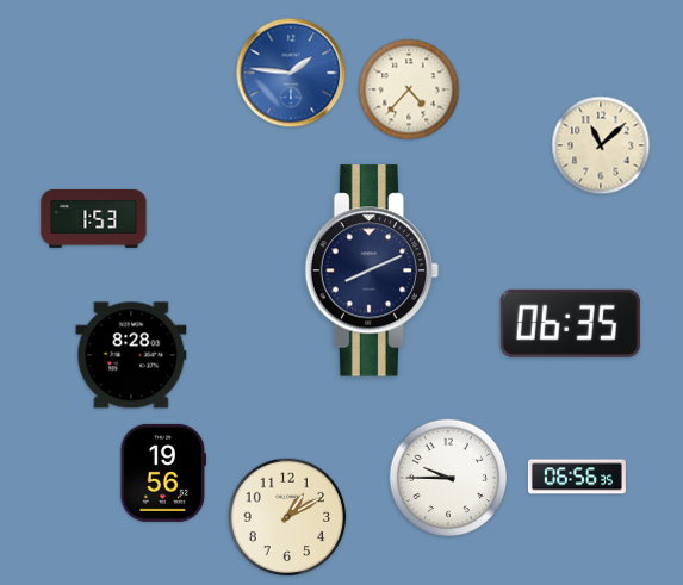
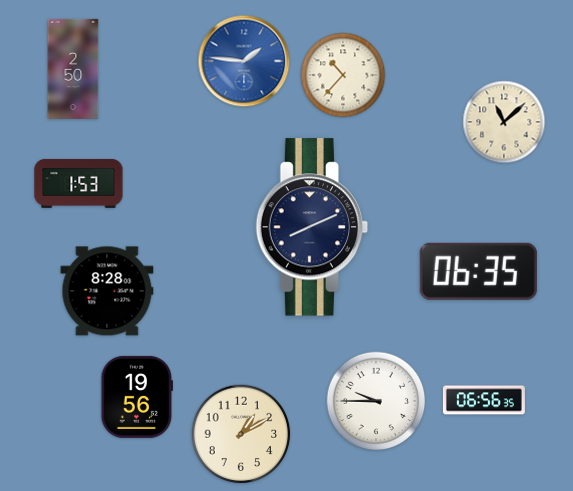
clock at (73, 69): none -> 2:50
clock at (409, 89): 4:37 -> 10:37
clock at (131, 355) position: (131, 355) -> (107, 291)
